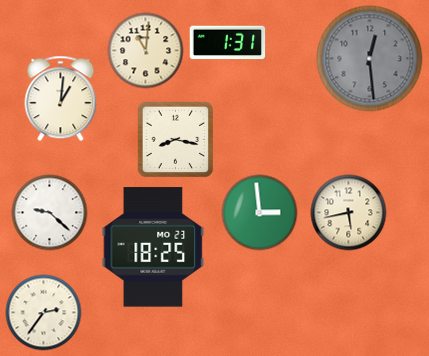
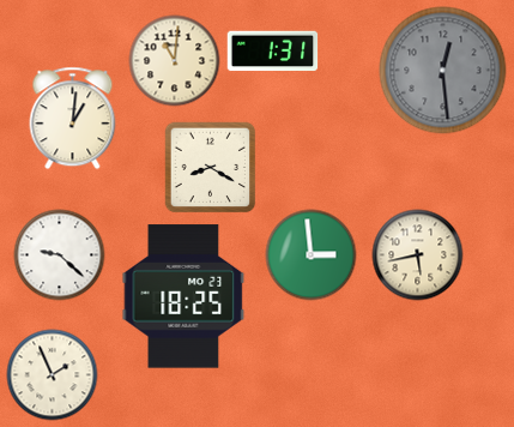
clock at (175, 140): 8:17 -> 8:20
clock at (44, 313): 2:36 -> 1:56
